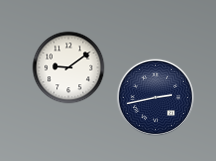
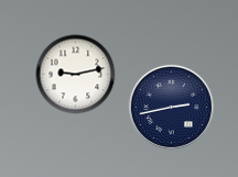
clock at (69, 68): 9:09 -> 9:13
